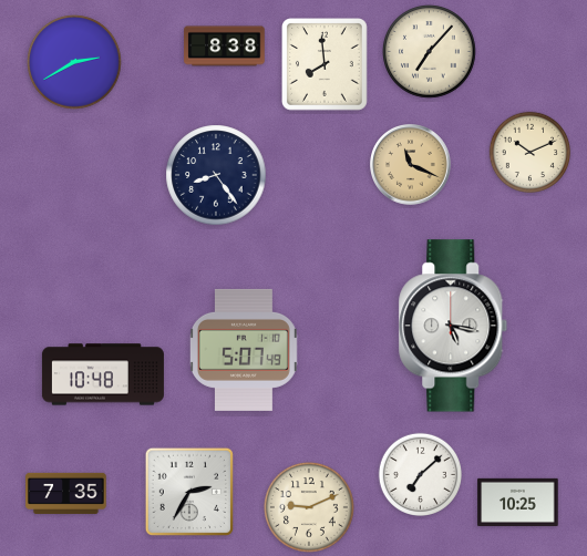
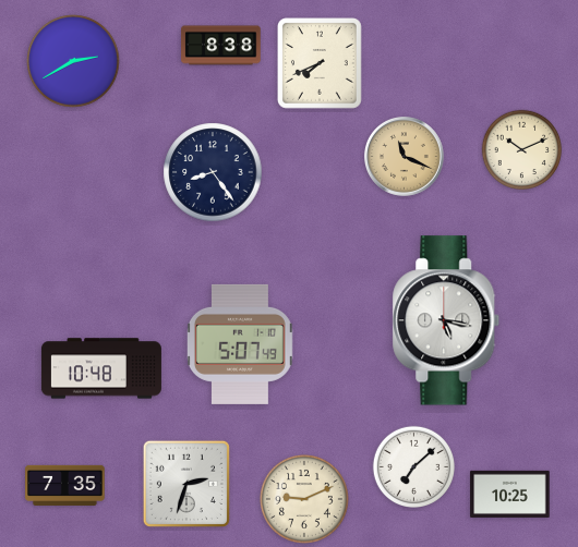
clock at (430, 52): 7:07 -> none
clock at (326, 65): 7:59 -> 7:41
clock at (411, 165) position: (411, 165) -> (405, 157)
clock at (189, 492): 2:35 -> 2:33
